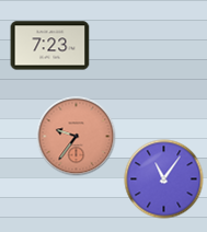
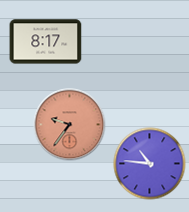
clock at (50, 46): 7:23 -> 8:17
clock at (164, 179): 11:06 -> 10:46
